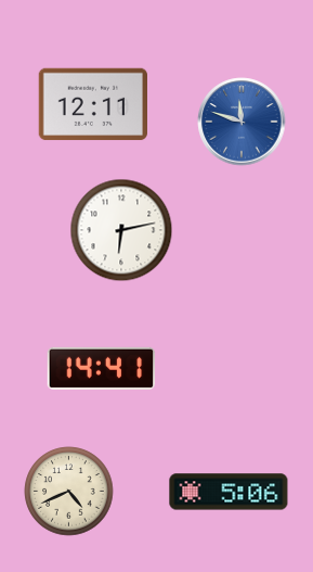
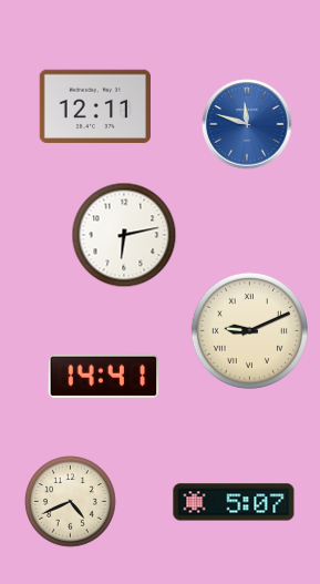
clock at (249, 330): none -> 9:11
clock at (229, 492): 5:06 -> 5:07
